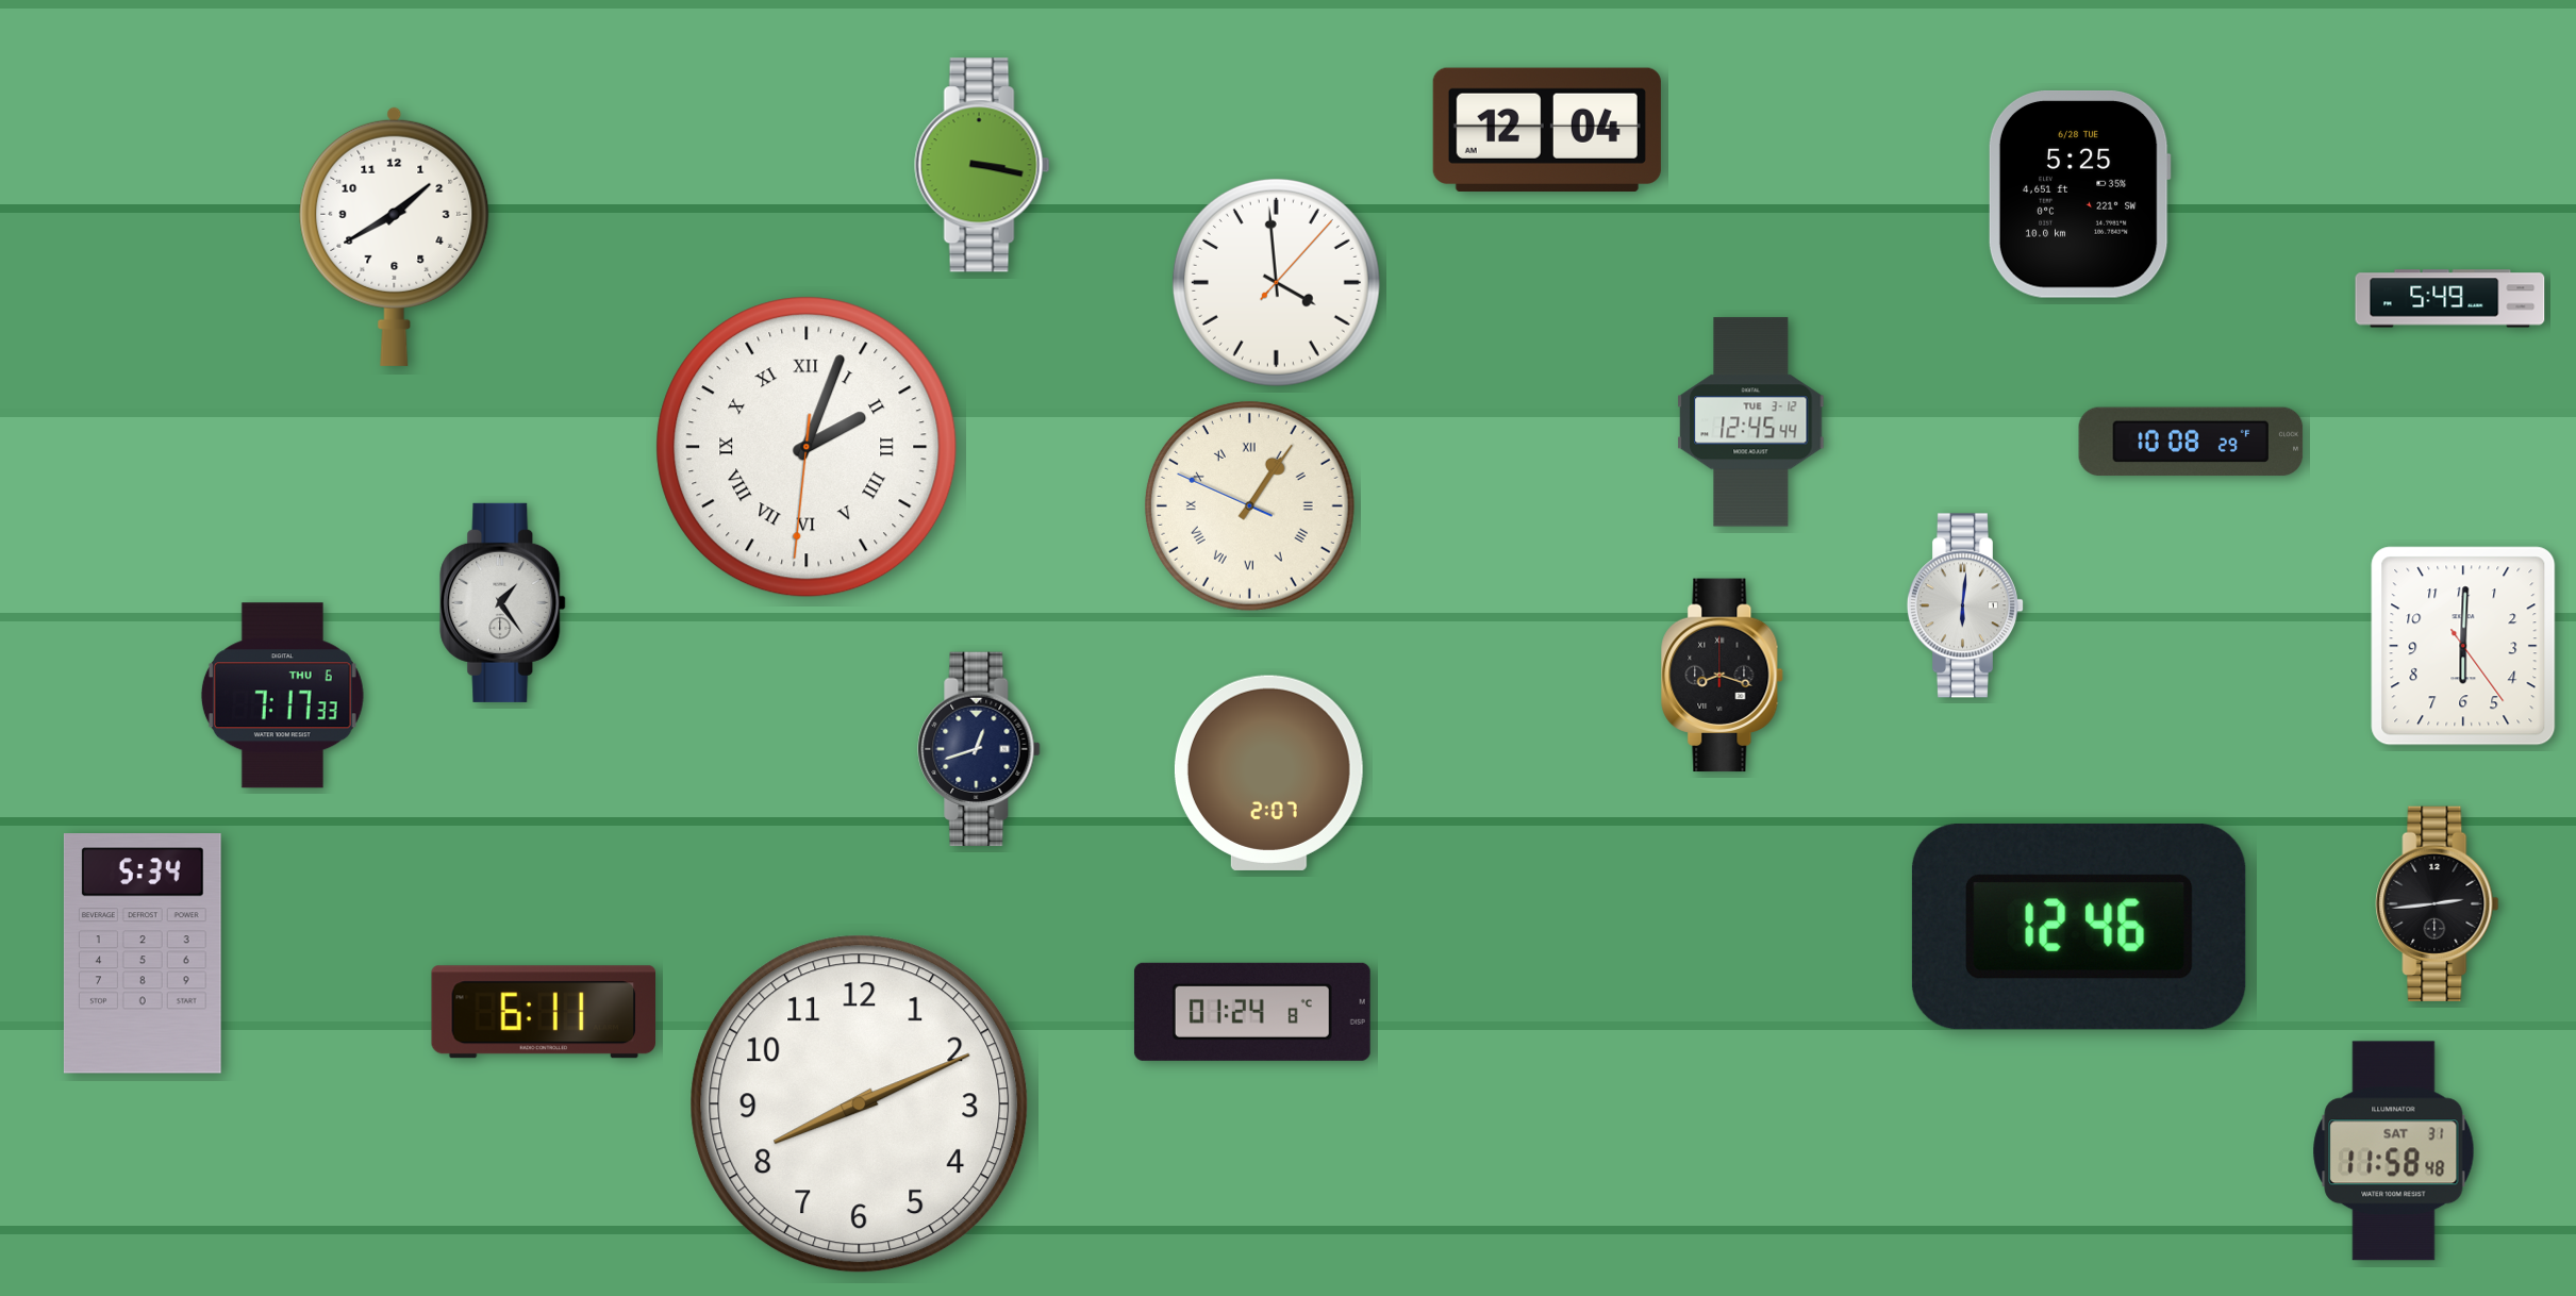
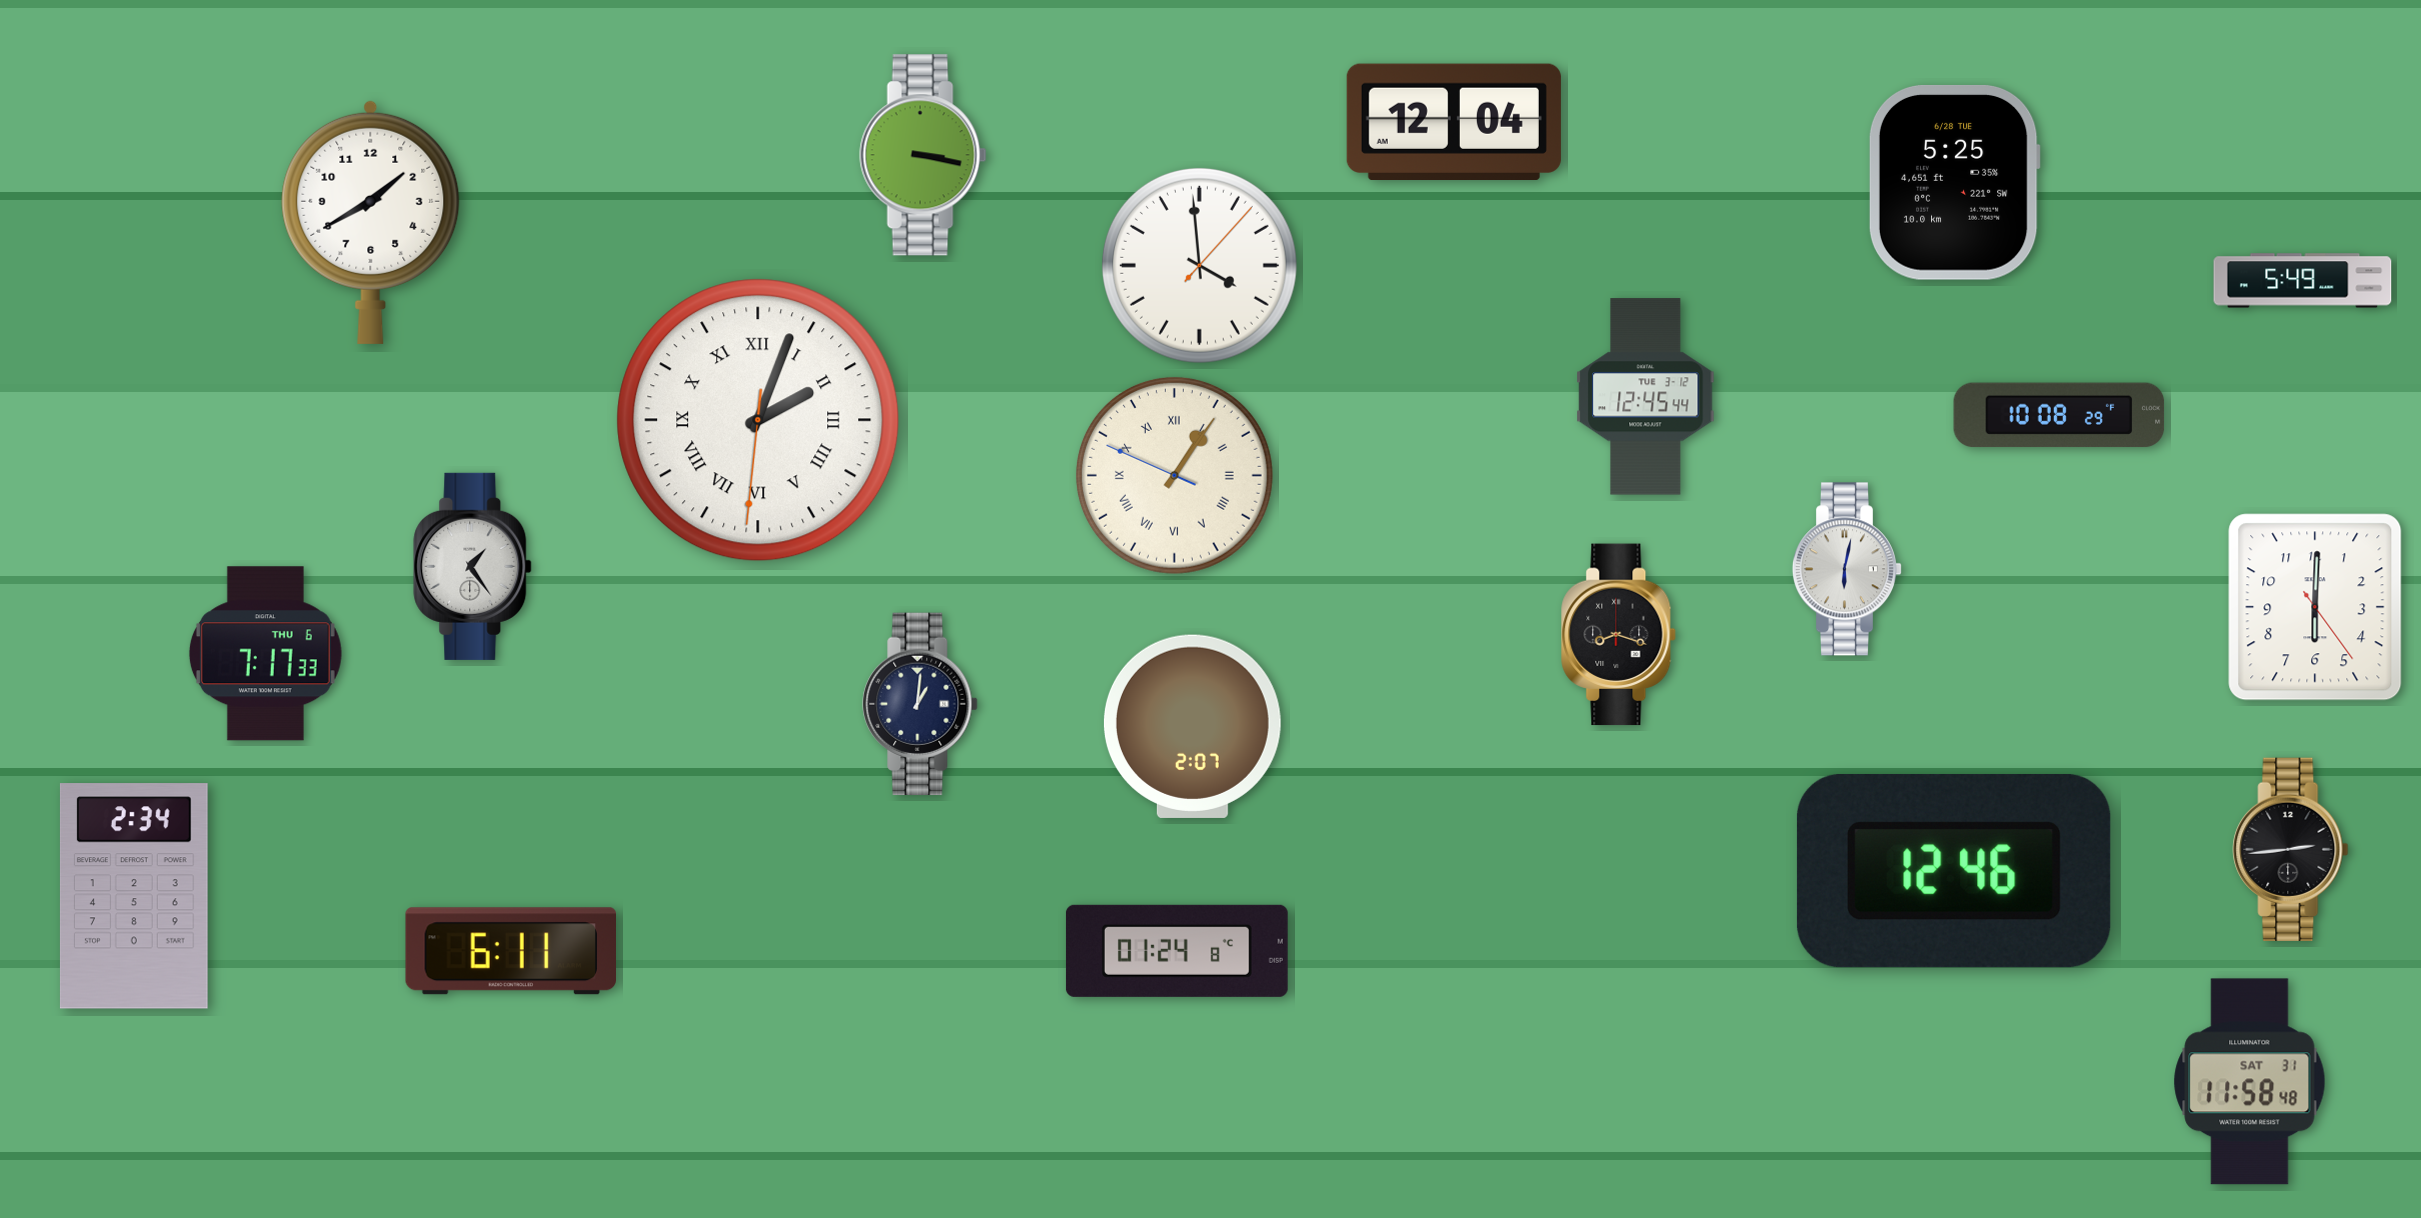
clock at (1964, 605): 6:01 -> 6:02
clock at (979, 749): 12:42 -> 1:01
clock at (143, 953): 5:34 -> 2:34
clock at (860, 1104): 8:11 -> none
